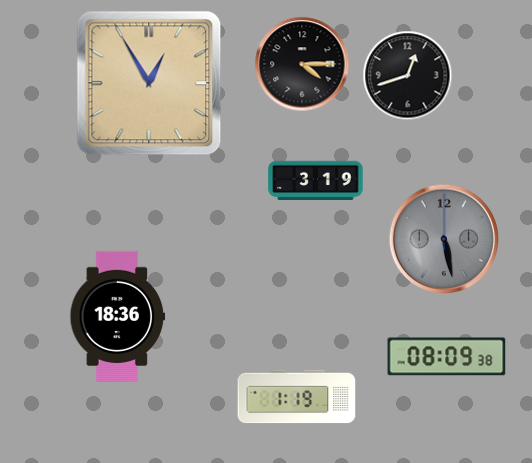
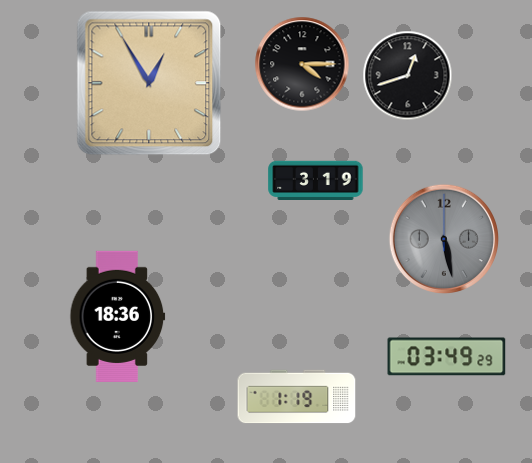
clock at (447, 357): 08:09 -> 03:49
